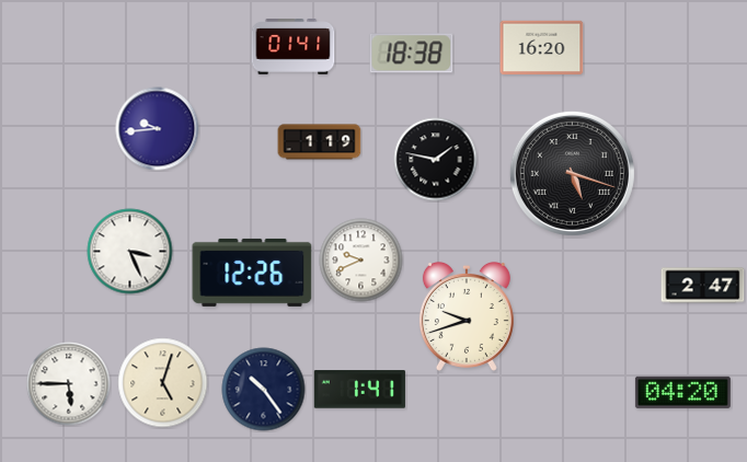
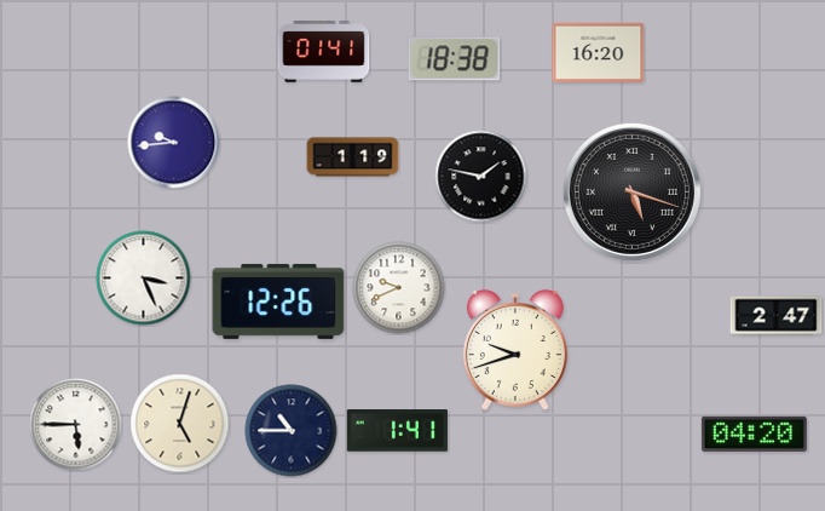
clock at (264, 390): 10:24 -> 10:45
